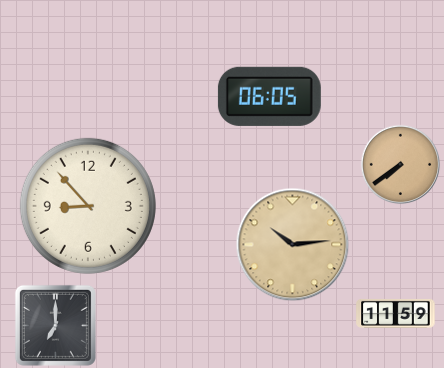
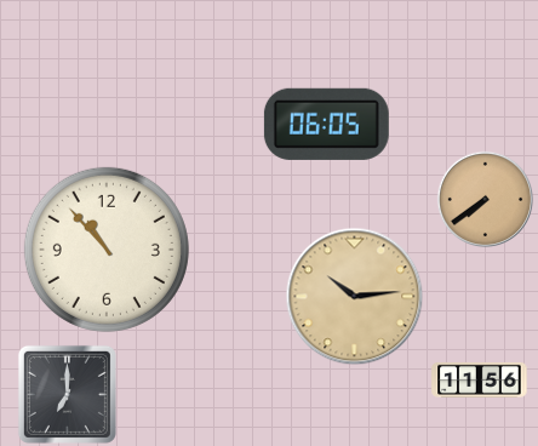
clock at (269, 96) position: (269, 96) -> (326, 124)
clock at (88, 206): 8:53 -> 10:53
clock at (396, 313): 11:59 -> 11:56
